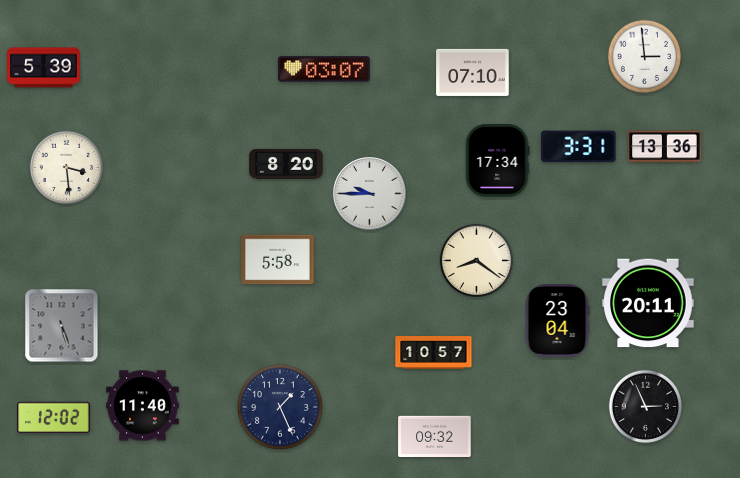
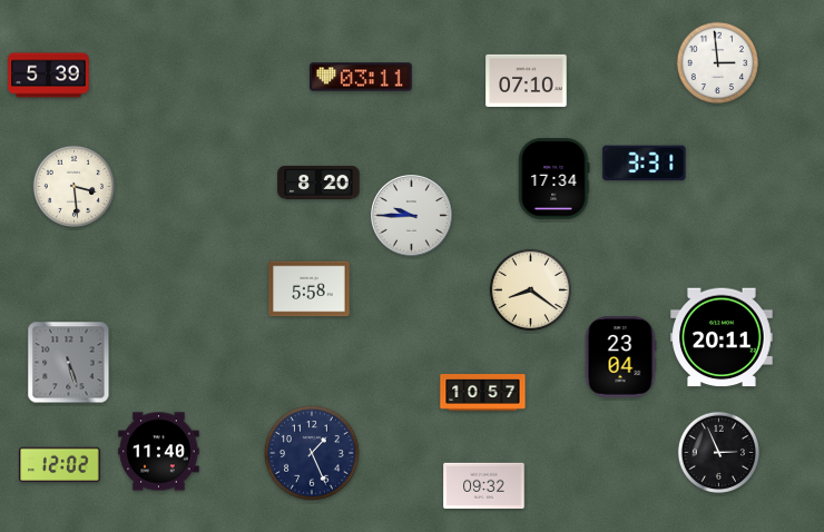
clock at (324, 69): 03:07 -> 03:11
clock at (665, 147): 13:36 -> none
